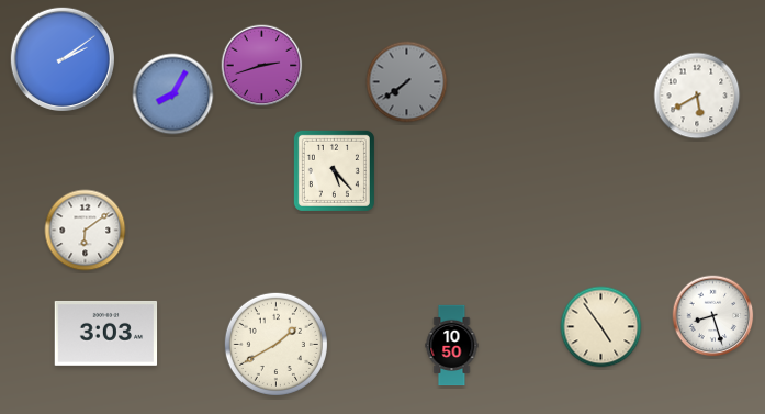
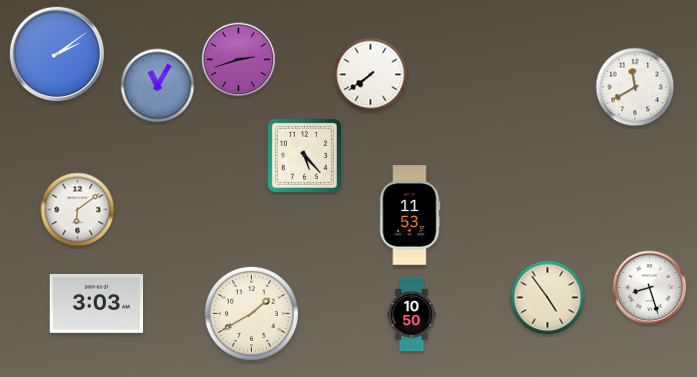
clock at (407, 82) dial: grey -> white
clock at (173, 94): 8:05 -> 11:05
clock at (697, 96): 5:40 -> 11:40
clock at (410, 215): none -> 11:53
